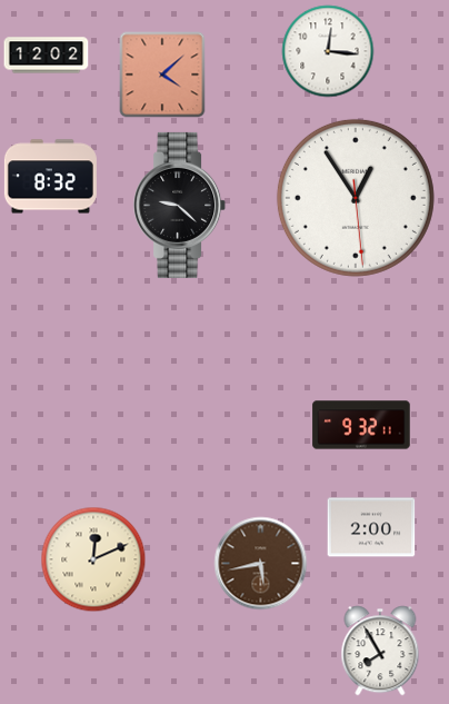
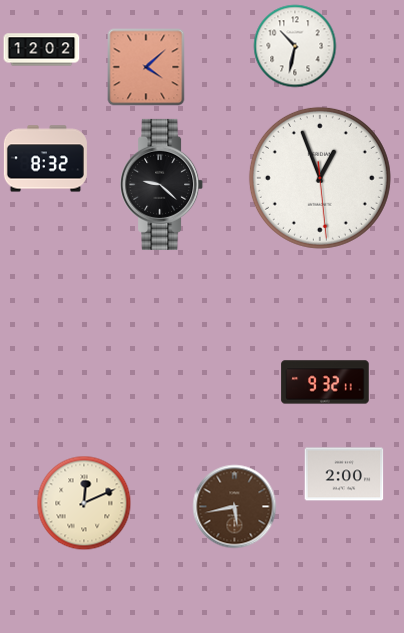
clock at (328, 51): 12:16 -> 10:32
clock at (356, 198): 12:54 -> 12:56
clock at (371, 527) position: (371, 527) -> (344, 474)
clock at (380, 651): 7:55 -> none
